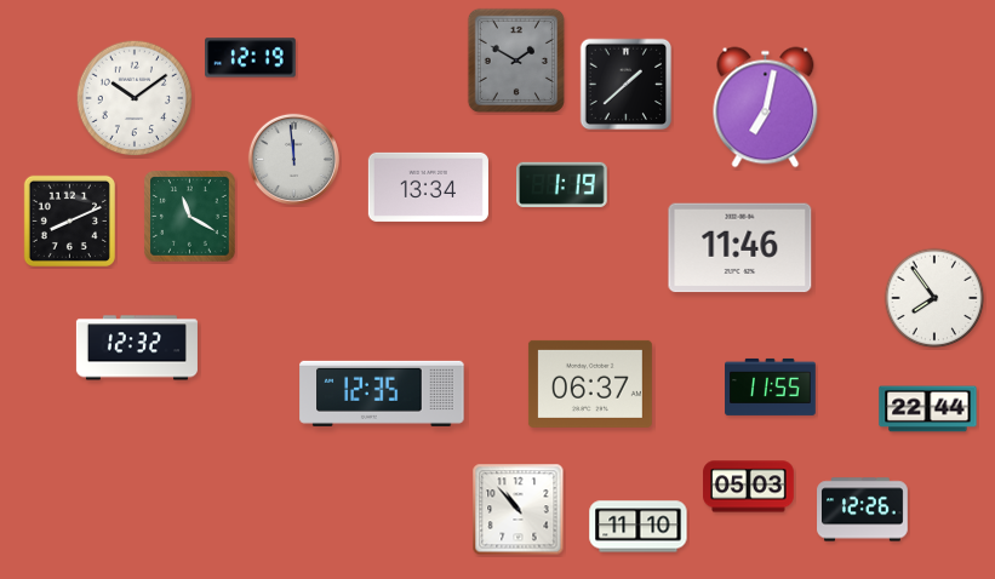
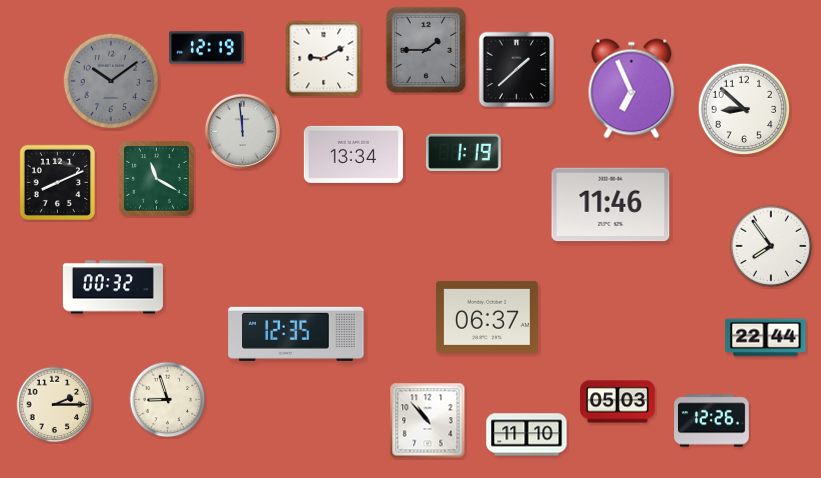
clock at (516, 59): 1:50 -> 1:45
clock at (324, 59): none -> 9:10
clock at (135, 98) dial: white -> grey
clock at (766, 108): 7:02 -> 6:56
clock at (744, 109): none -> 8:52
clock at (137, 348): 12:32 -> 00:32
clock at (771, 386): 11:55 -> none
clock at (382, 394) position: (382, 394) -> (296, 334)
clock at (168, 400): none -> 8:57
clock at (55, 405): none -> 2:15
